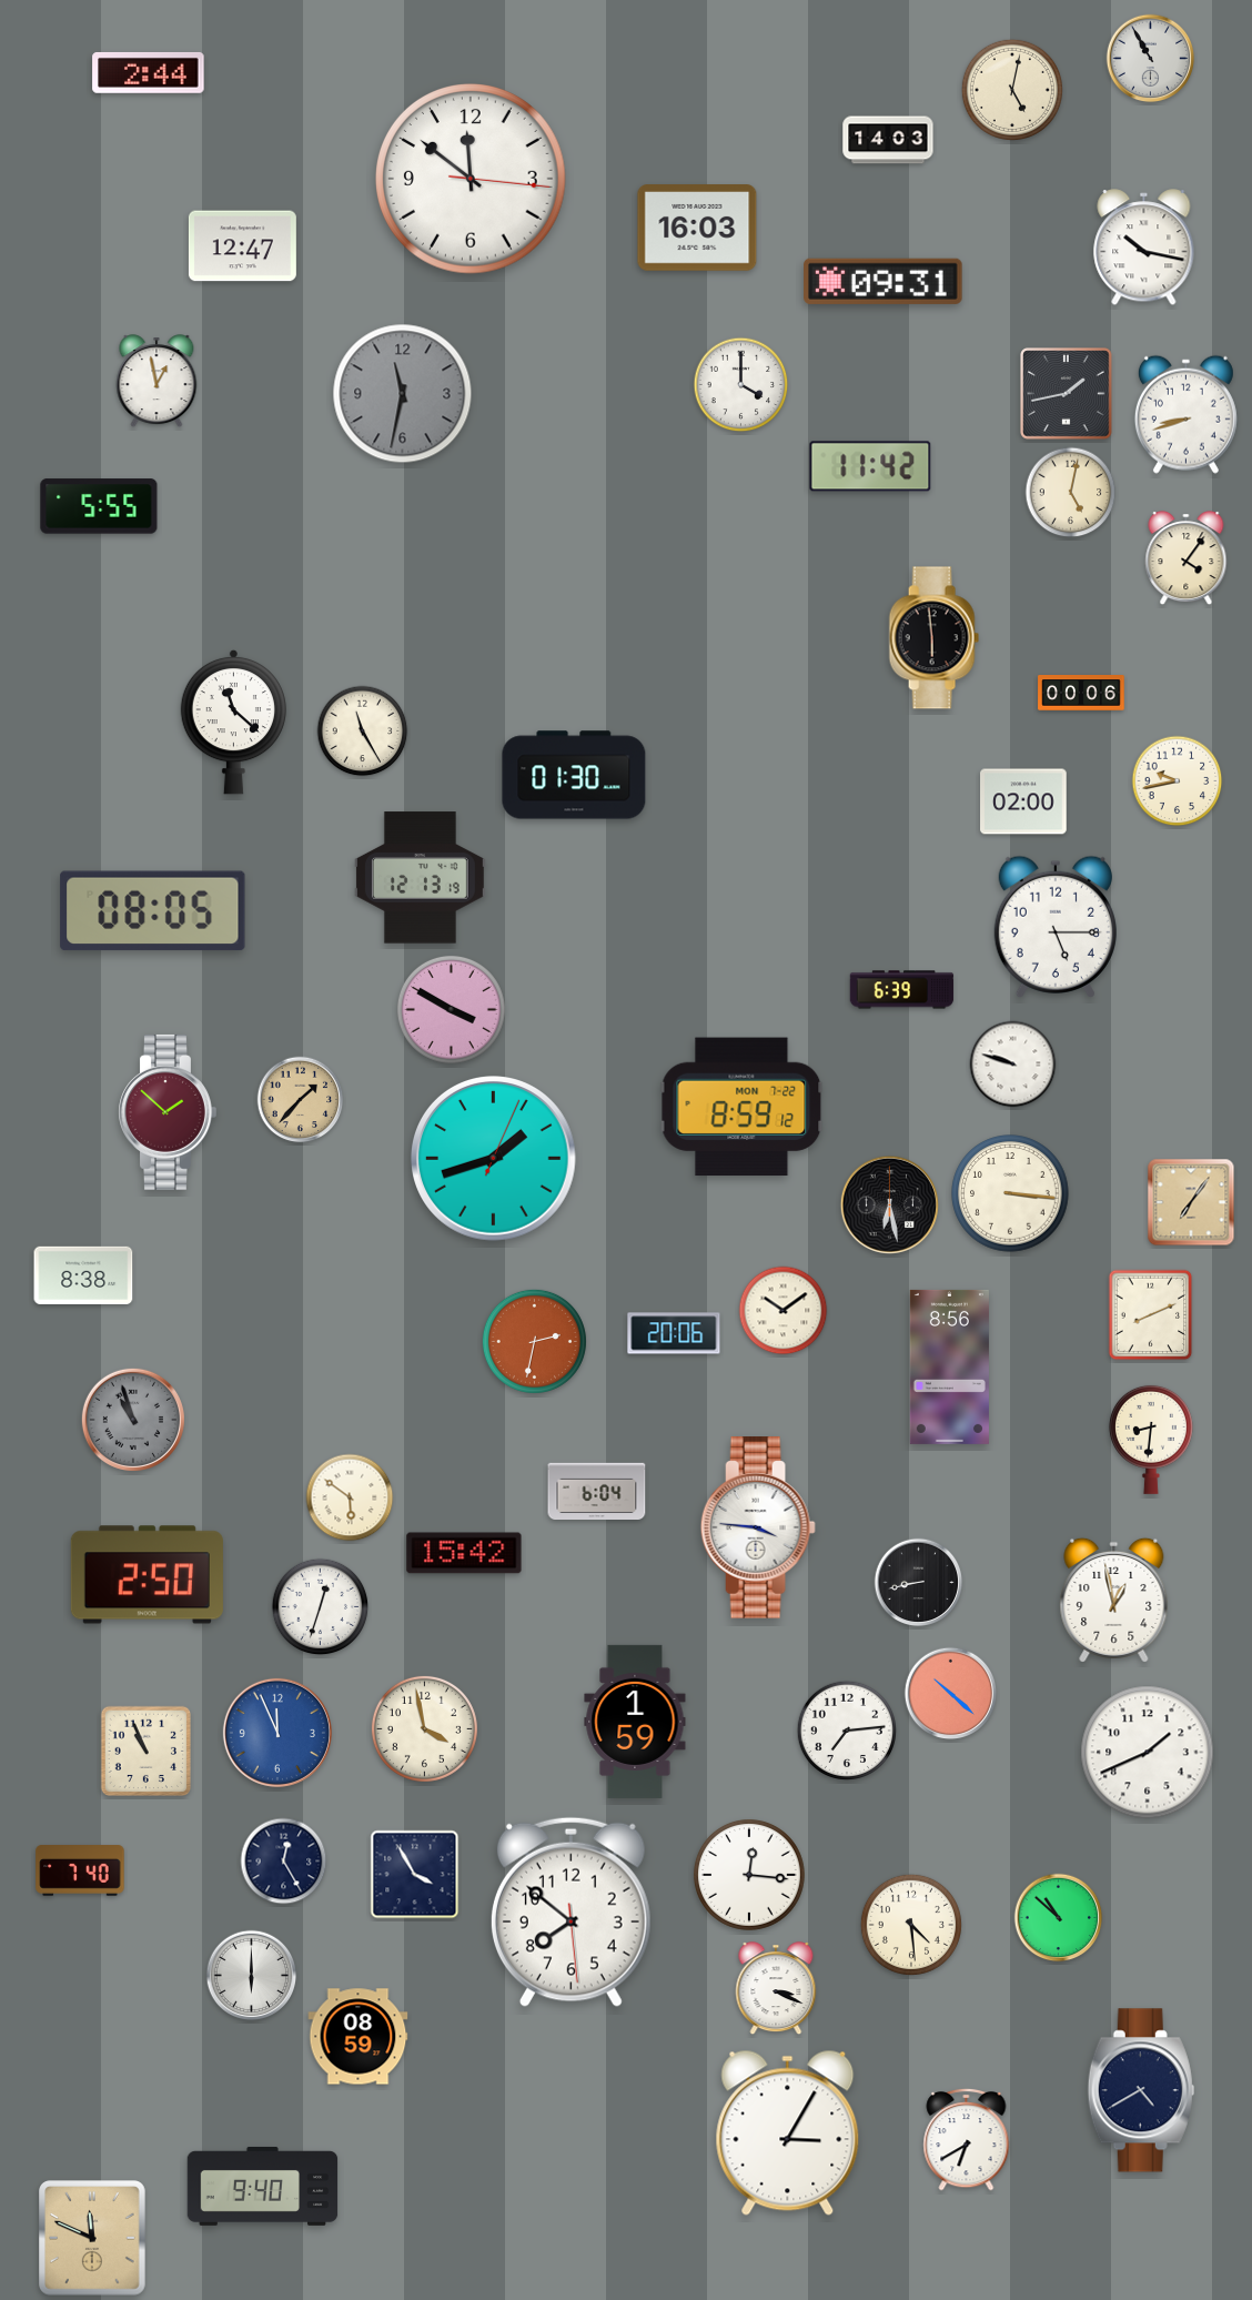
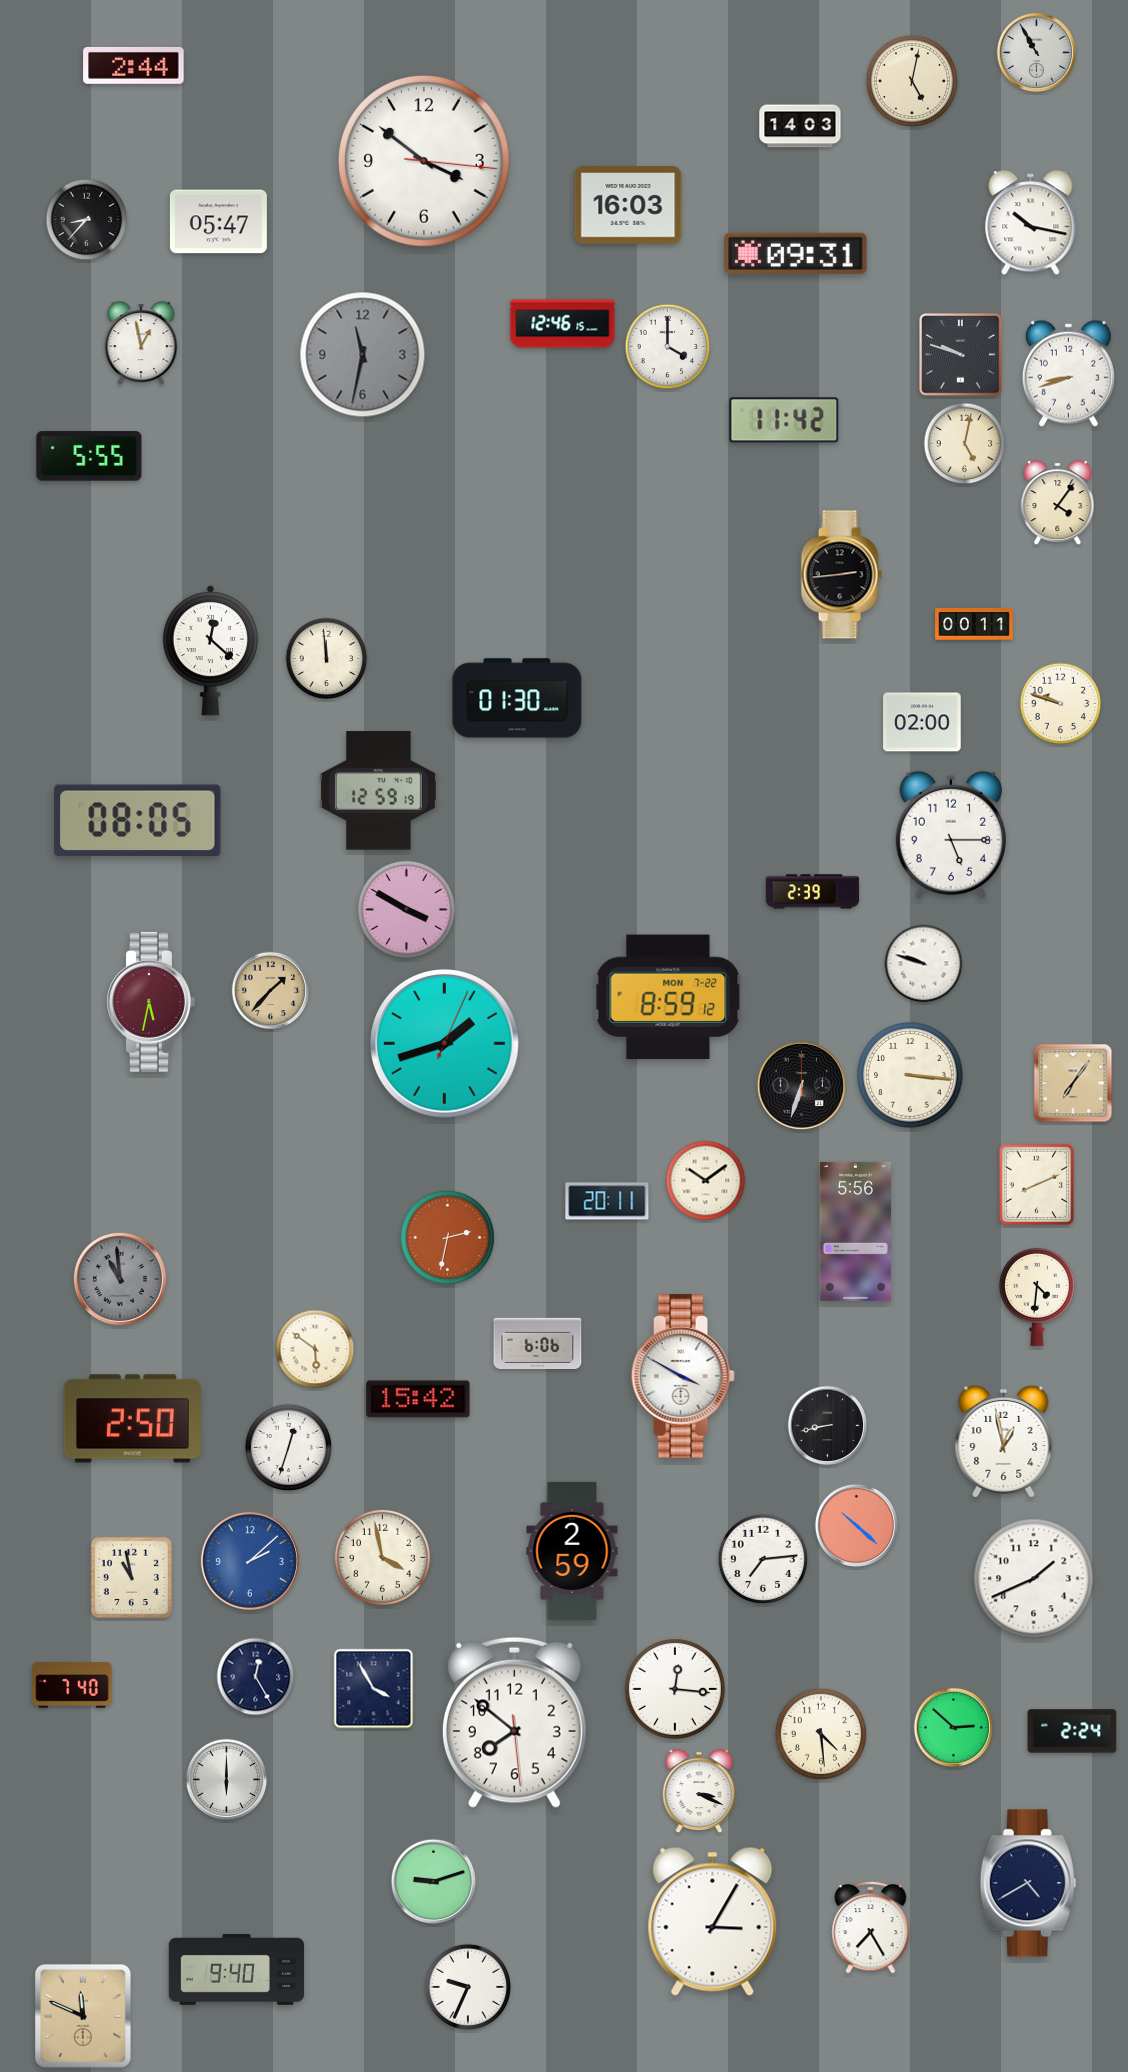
clock at (471, 179): 11:51 -> 3:51
clock at (87, 220): none -> 8:37
clock at (242, 246): 12:47 -> 05:47
clock at (563, 324): none -> 12:46
clock at (1067, 394): 1:43 -> 9:48
clock at (1187, 559) position: (1187, 559) -> (1058, 504)
clock at (933, 638): 5:59 -> 2:44
clock at (1081, 694): 00:06 -> 00:11
clock at (233, 722): 11:22 -> 12:22
clock at (363, 732): 11:25 -> 11:59
clock at (1178, 781): 9:43 -> 9:48
clock at (420, 878): 12:13 -> 12:59
clock at (902, 990): 6:39 -> 2:39
clock at (1013, 1065) position: (1013, 1065) -> (924, 964)
clock at (168, 1112): 1:52 -> 5:32
clock at (889, 1204): 6:28 -> 6:33
clock at (83, 1275): 8:38 -> none
clock at (674, 1333): 20:06 -> 20:11
clock at (534, 1341) position: (534, 1341) -> (447, 1237)
clock at (949, 1366): 8:56 -> 5:56
clock at (133, 1420): 10:57 -> 10:59
clock at (1151, 1440): 8:31 -> 4:31
clock at (597, 1491): 6:04 -> 6:06
clock at (758, 1527): 3:46 -> 3:50
clock at (635, 1722): 1:59 -> 2:59
clock at (277, 1733): 11:56 -> 2:08
clock at (145, 1751): 10:56 -> 10:58
clock at (1059, 1918): 10:52 -> 2:52
clock at (1072, 1731): none -> 2:24
clock at (359, 2037): 08:59 -> none
clock at (434, 1882): none -> 9:12
clock at (788, 2132) position: (788, 2132) -> (713, 1921)
clock at (967, 2139): 6:40 -> 7:25
clock at (468, 1987): none -> 9:34
